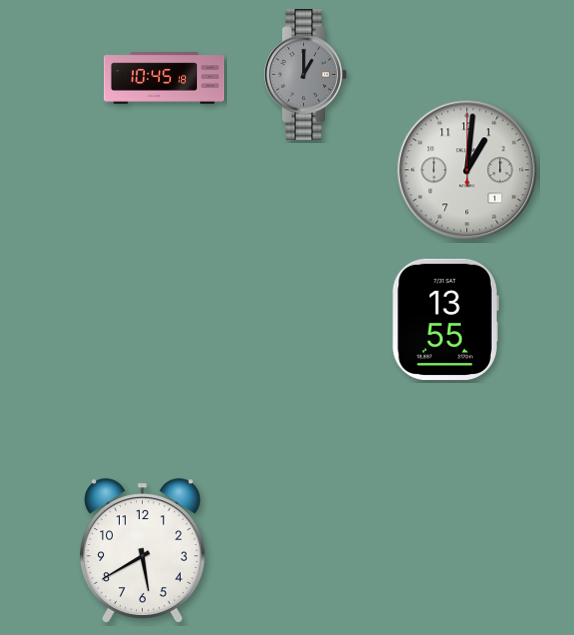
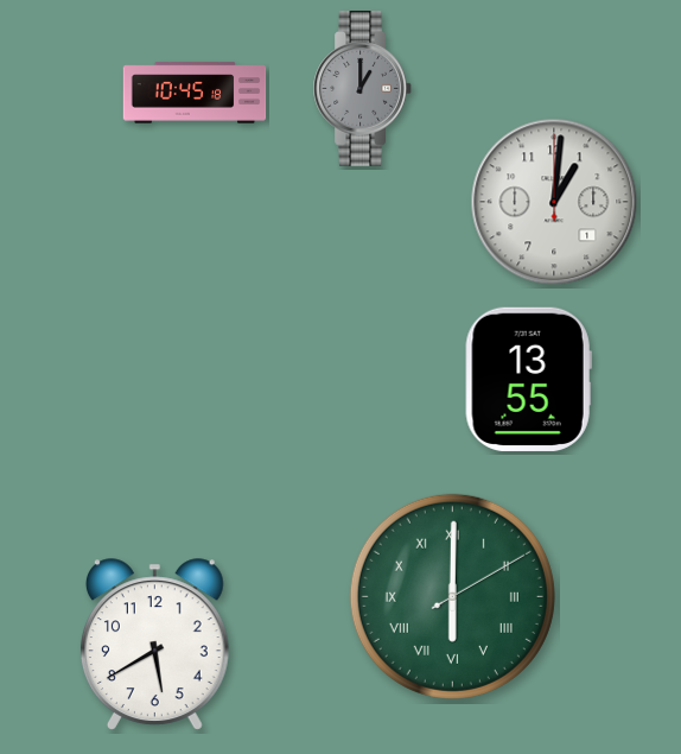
clock at (452, 596): none -> 6:00
clock at (142, 551) position: (142, 551) -> (154, 645)
